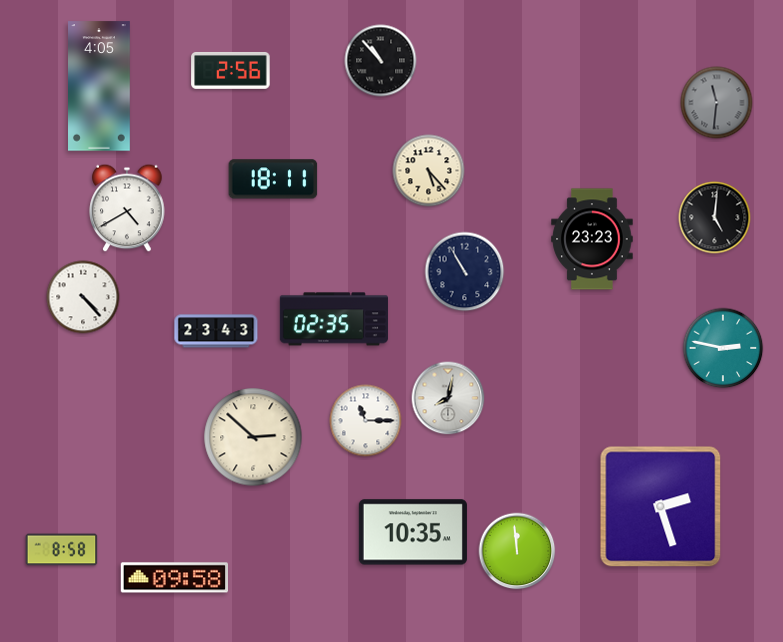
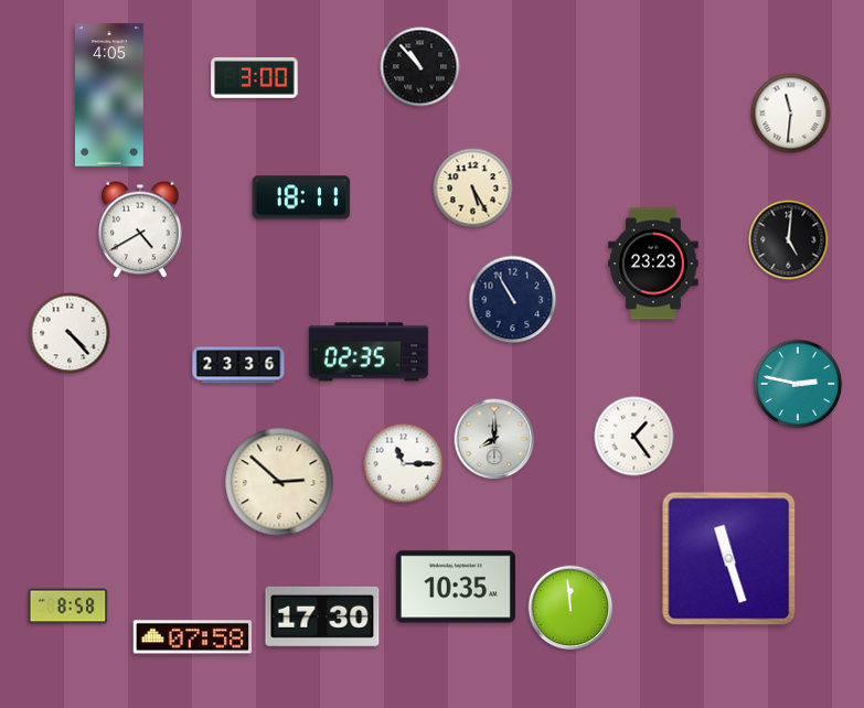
clock at (231, 71): 2:56 -> 3:00
clock at (717, 103) dial: grey -> white
clock at (429, 171): 5:23 -> 5:25
clock at (83, 297) position: (83, 297) -> (70, 333)
clock at (216, 331): 23:43 -> 23:36
clock at (634, 437): none -> 1:24
clock at (448, 398): 8:02 -> 8:00
clock at (661, 507): 2:27 -> 11:27
clock at (322, 616): none -> 17:30
clock at (174, 578): 09:58 -> 07:58
